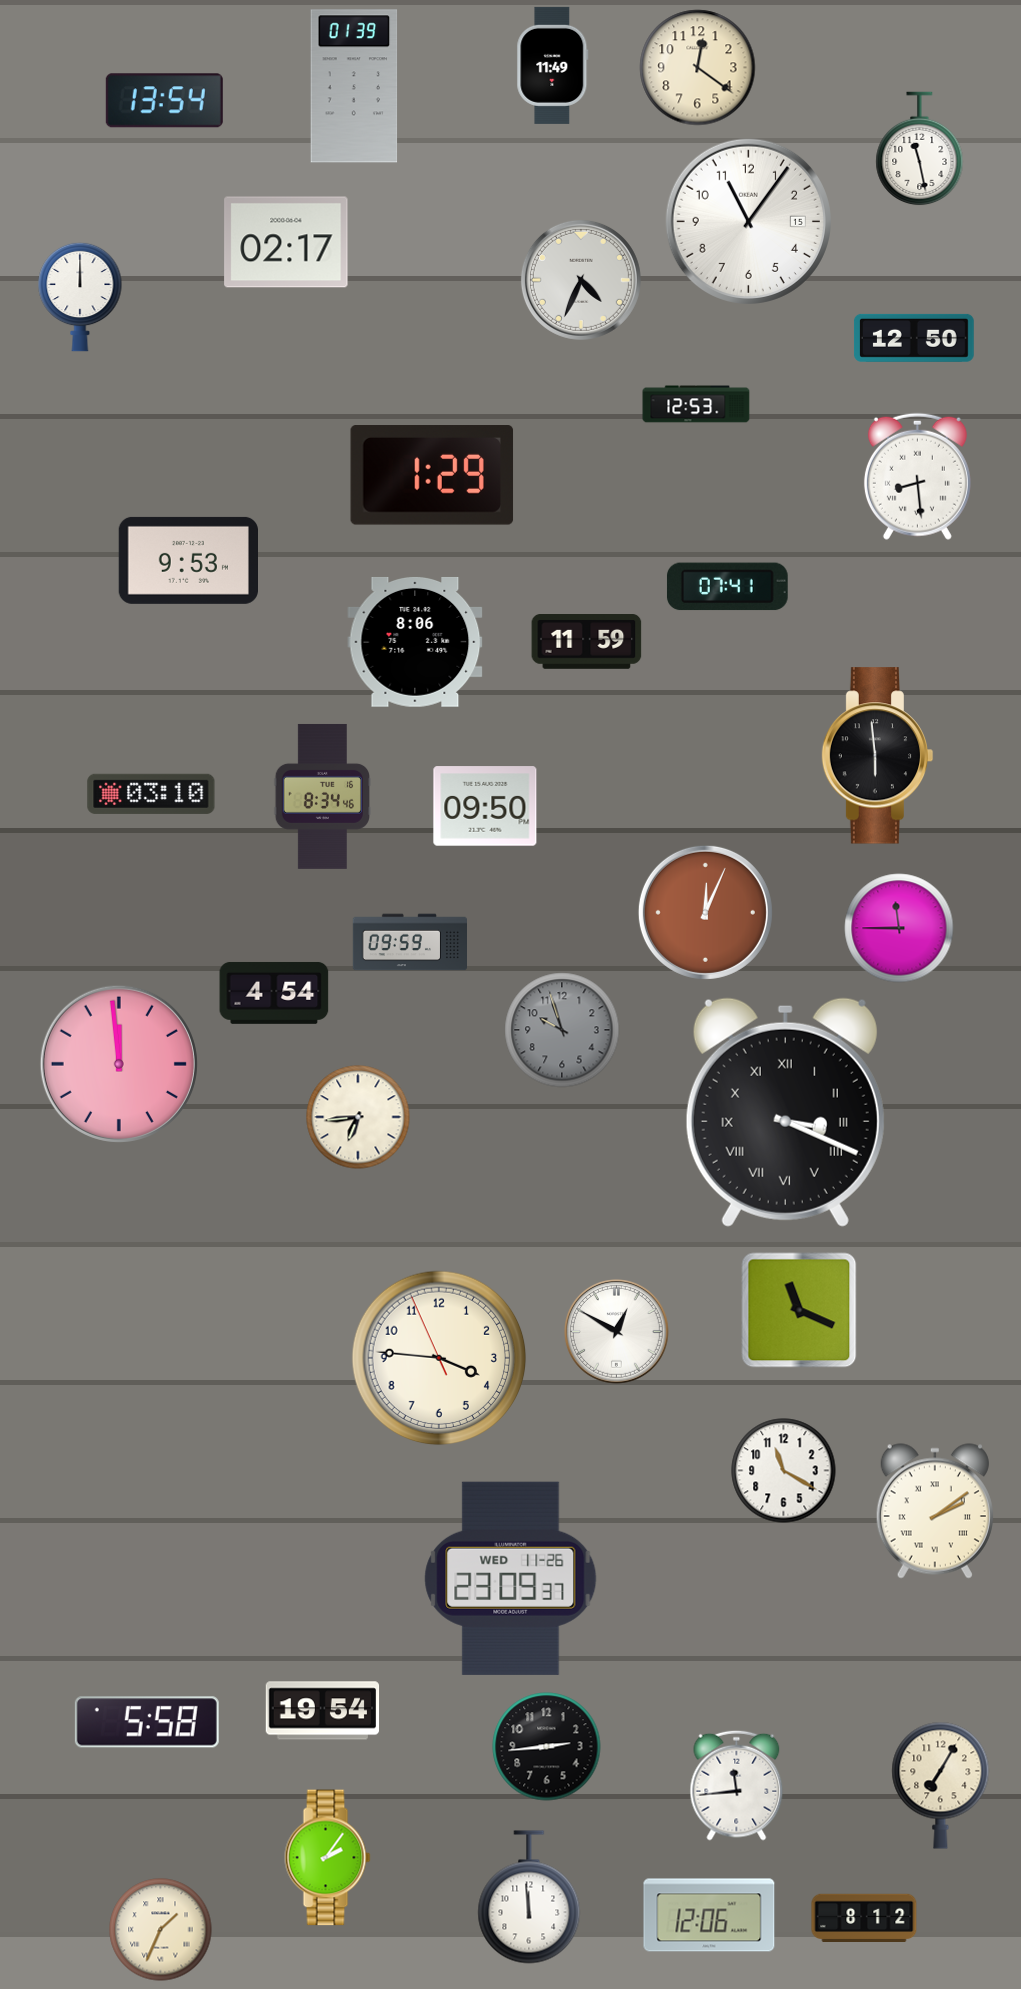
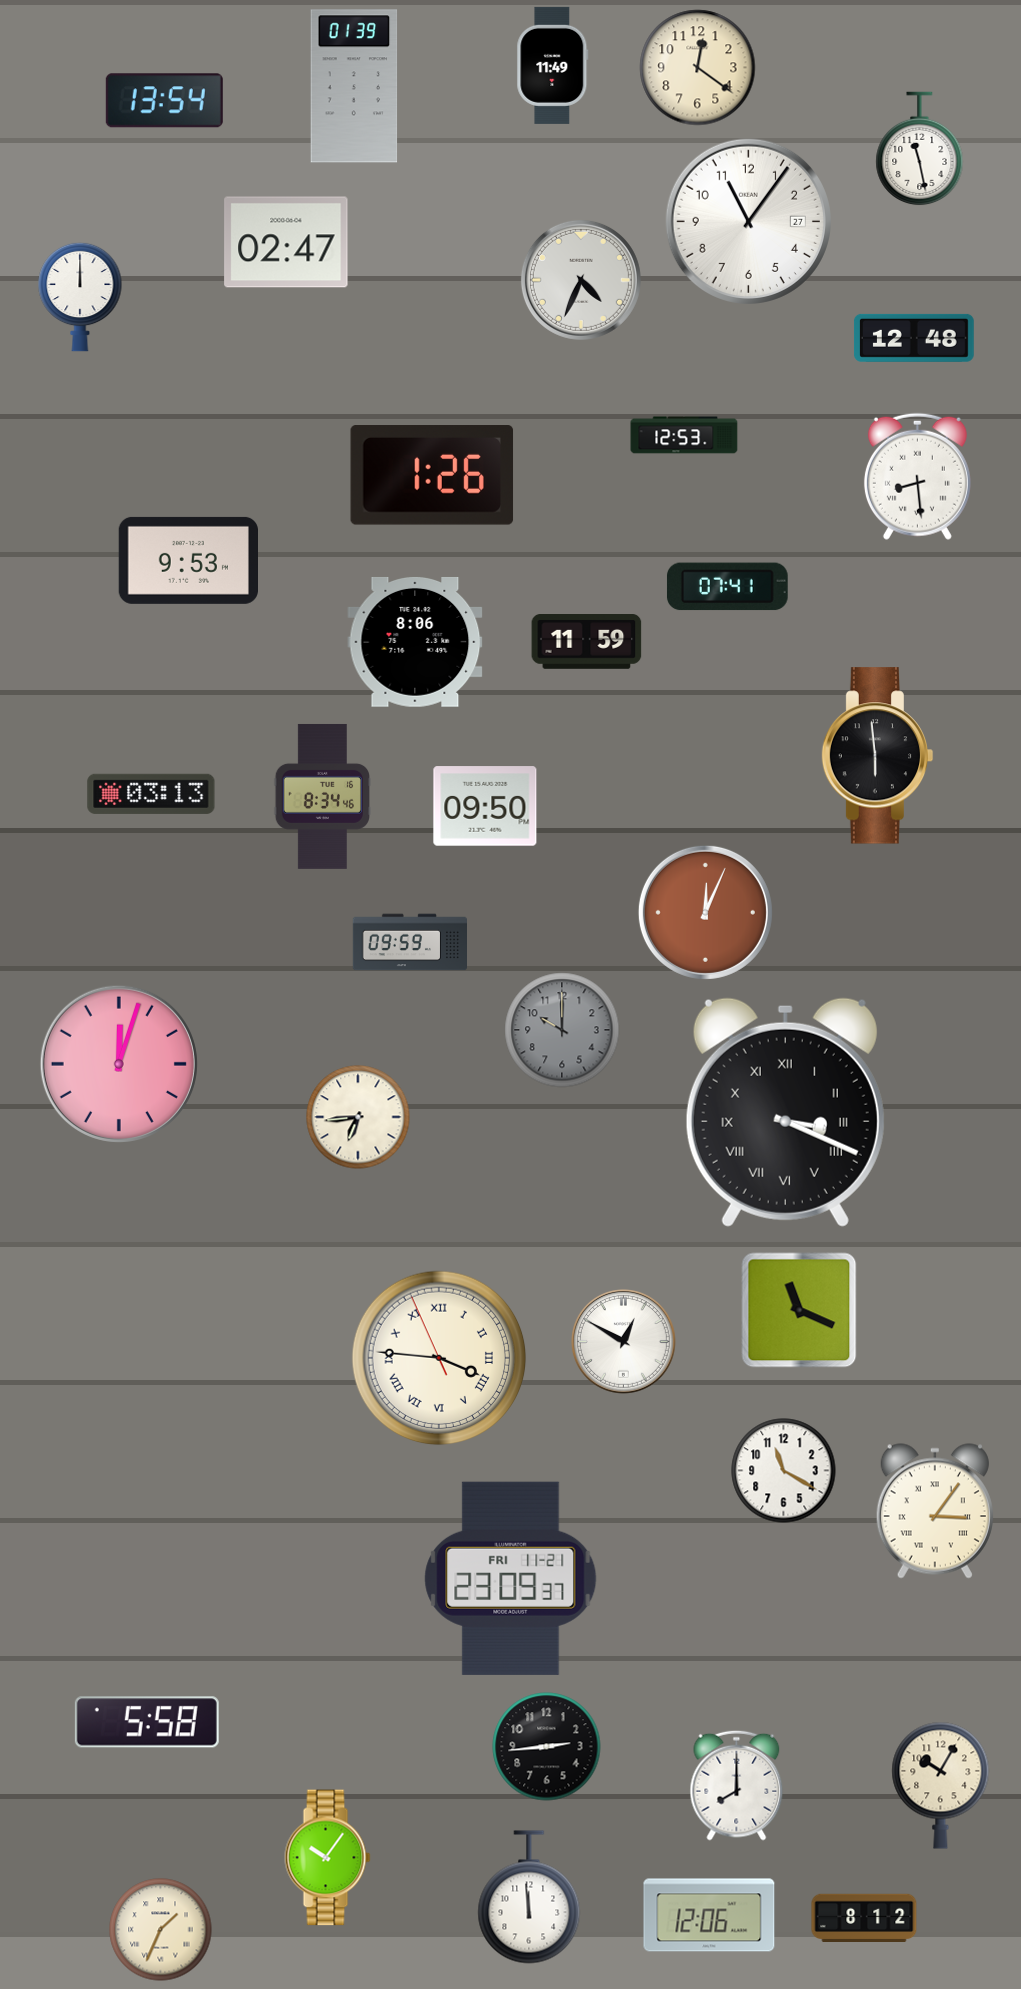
clock at (748, 221) date: 15 -> 27
clock at (286, 242): 02:17 -> 02:47
clock at (914, 338): 12:50 -> 12:48
clock at (696, 404) position: (696, 404) -> (684, 435)
clock at (432, 476): 1:29 -> 1:26
clock at (151, 794): 03:10 -> 03:13
clock at (899, 928): 11:45 -> none
clock at (274, 993): 4:54 -> none
clock at (562, 1030): 9:57 -> 10:00
clock at (119, 1064): 11:59 -> 12:03
clock at (616, 1331) position: (616, 1331) -> (623, 1341)
clock at (439, 1358) numerals: Arabic -> Roman
clock at (935, 1511): 2:09 -> 3:06
clock at (511, 1578) date: WED 11-26 -> FRI 11-21
clock at (323, 1711): 19:54 -> none
clock at (737, 1785): 11:44 -> 8:00
clock at (941, 1785): 7:05 -> 10:05
clock at (328, 1858): 2:06 -> 10:06
